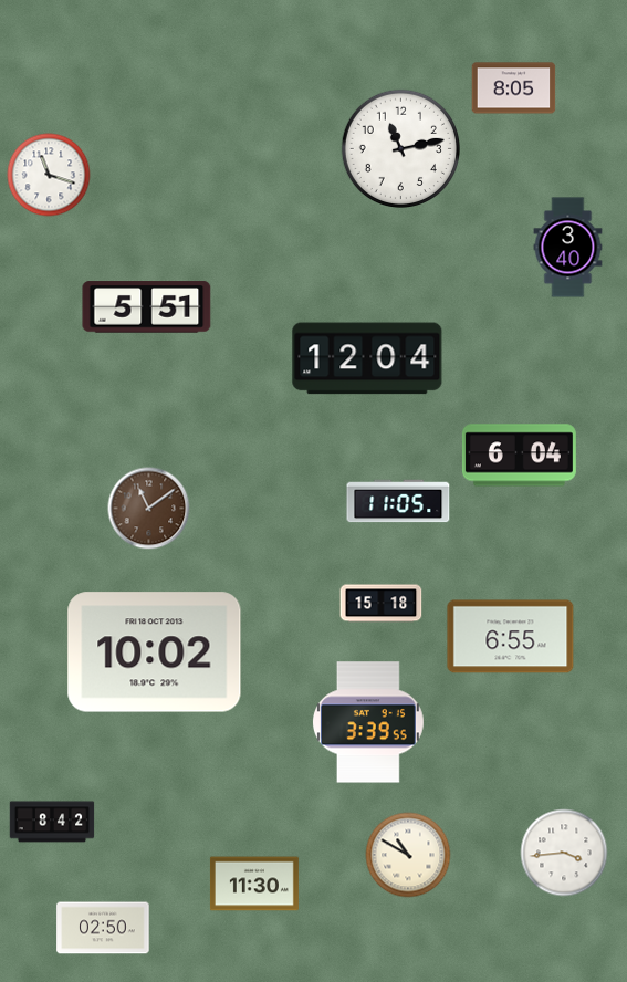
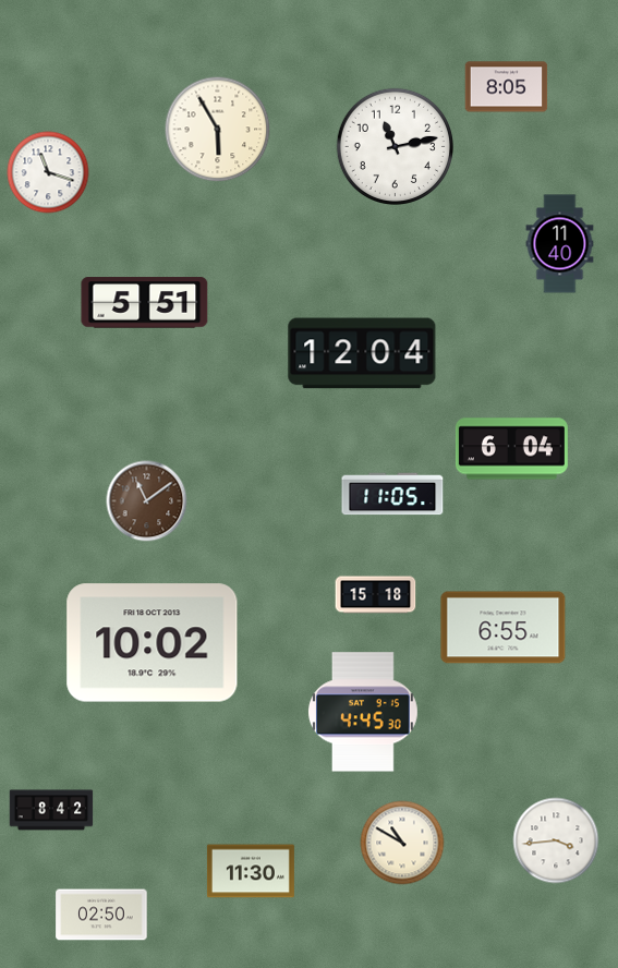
clock at (218, 130): none -> 5:55
clock at (568, 248): 3:40 -> 11:40
clock at (368, 722): 3:39 -> 4:45
